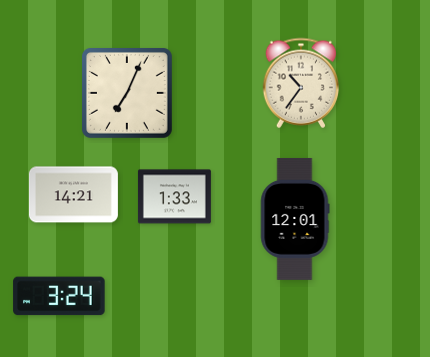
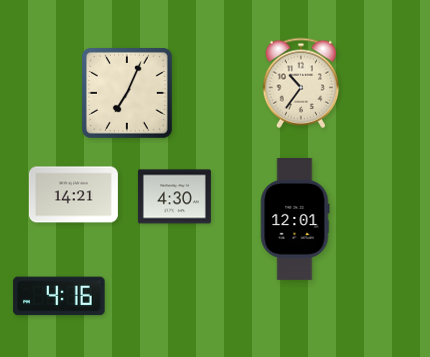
clock at (174, 197): 1:33 -> 4:30
clock at (59, 296): 3:24 -> 4:16
